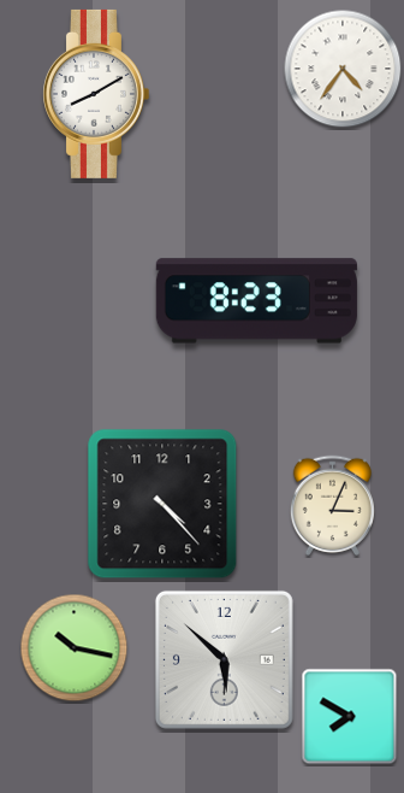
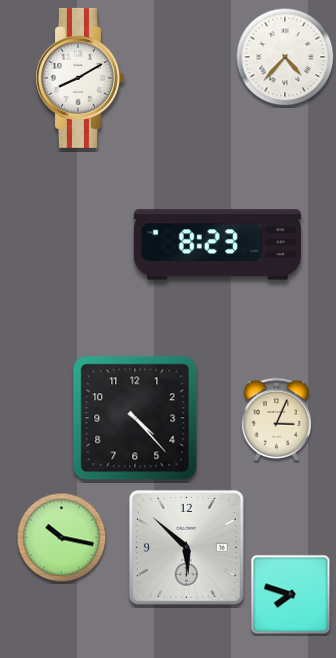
clock at (343, 69): 4:36 -> 4:37
clock at (256, 301) position: (256, 301) -> (217, 245)
clock at (350, 717): 7:50 -> 7:48
